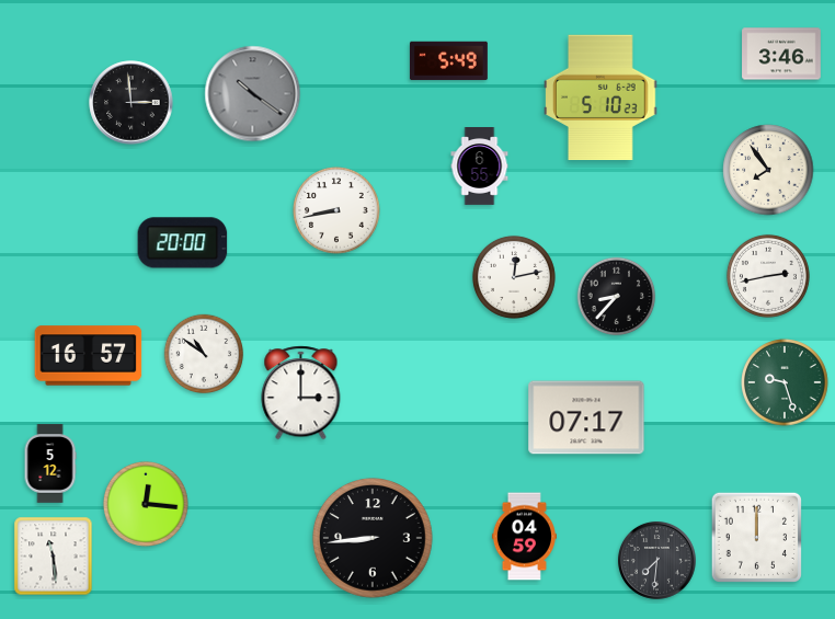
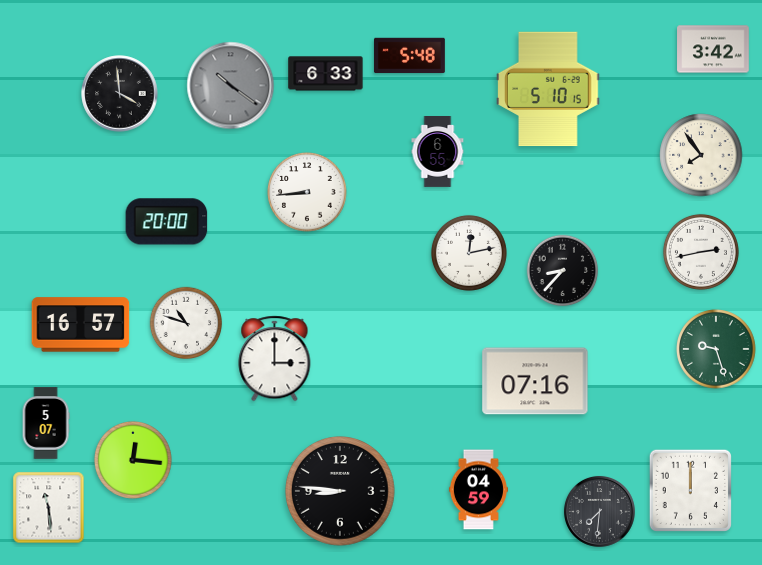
clock at (781, 54): 3:46 -> 3:42
clock at (448, 61): 5:49 -> 5:48
clock at (326, 74): none -> 6:33
clock at (600, 98): 5:10:23 -> 5:10:15
clock at (131, 103): 2:59 -> 3:59
clock at (336, 210): 8:43 -> 8:44
clock at (204, 354): 10:51 -> 10:48
clock at (586, 417): 07:17 -> 07:16
clock at (50, 463): 5:12 -> 5:07
clock at (374, 539): 8:44 -> 8:46
